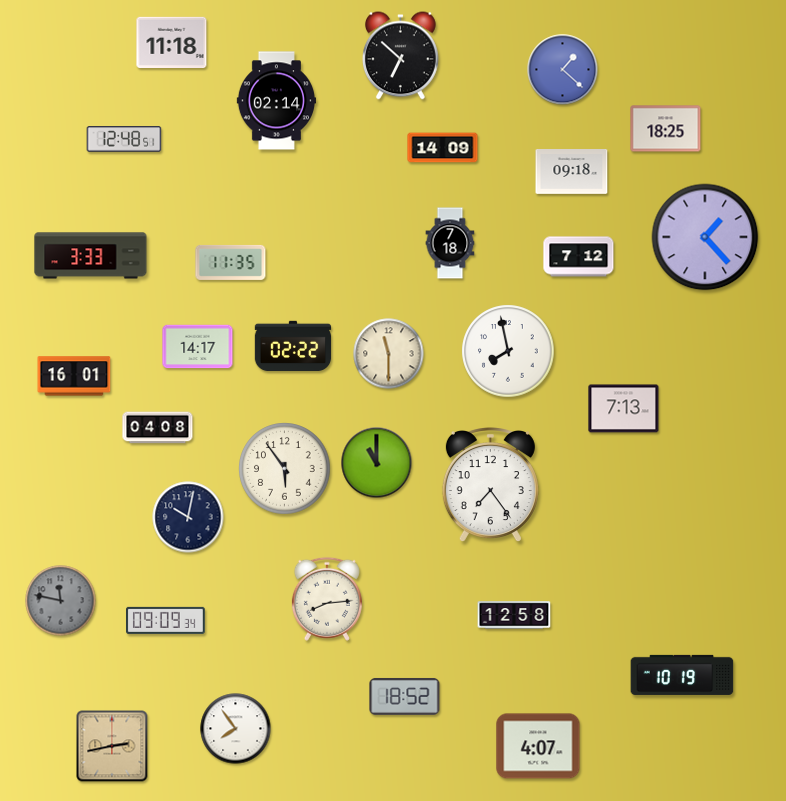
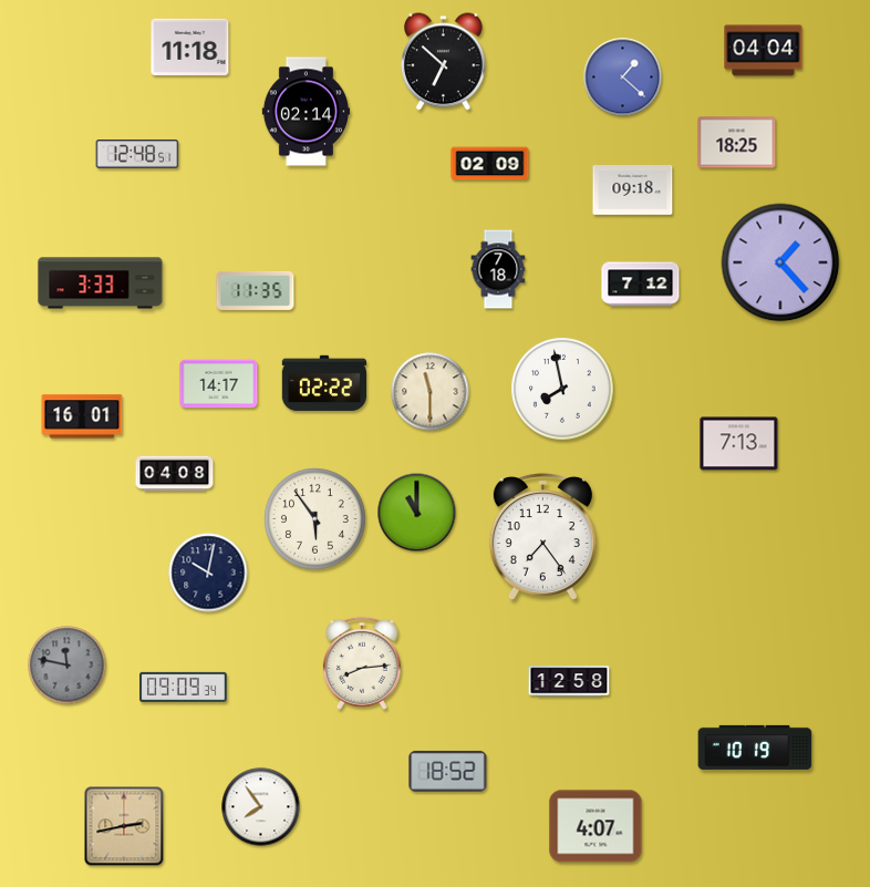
clock at (764, 51): none -> 04:04
clock at (443, 148): 14:09 -> 02:09
clock at (624, 409) position: (624, 409) -> (739, 444)
